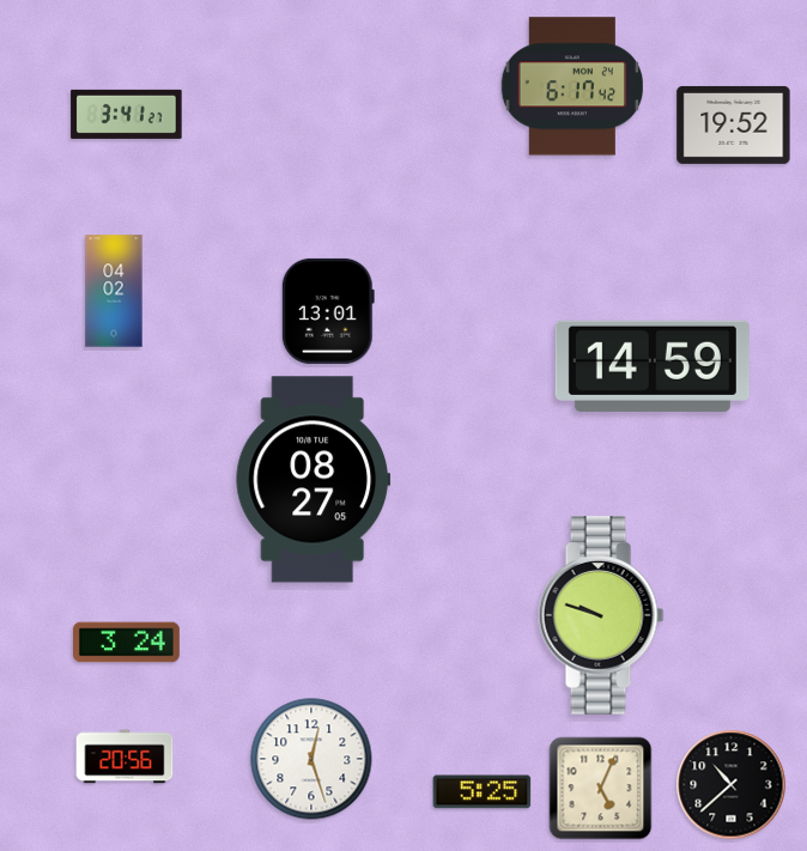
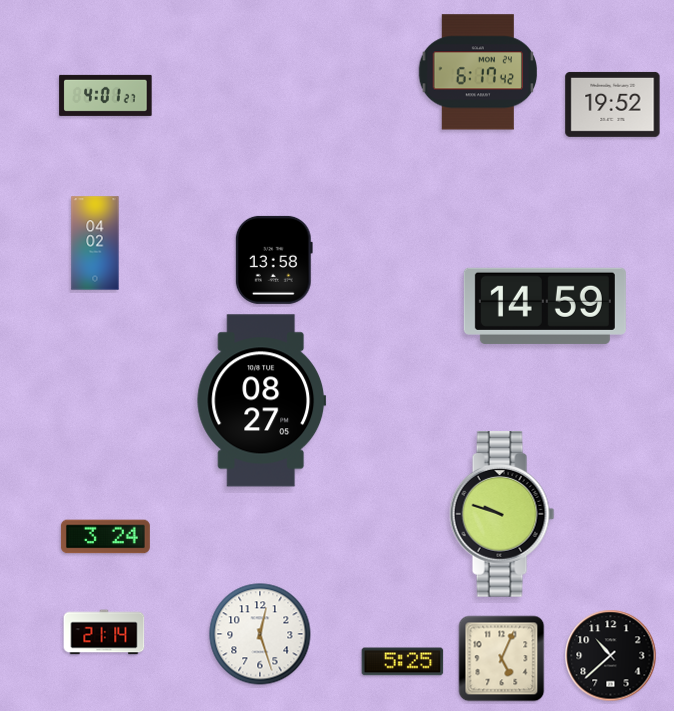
clock at (127, 114): 3:41 -> 4:01
clock at (328, 311): 13:01 -> 13:58
clock at (125, 756): 20:56 -> 21:14
